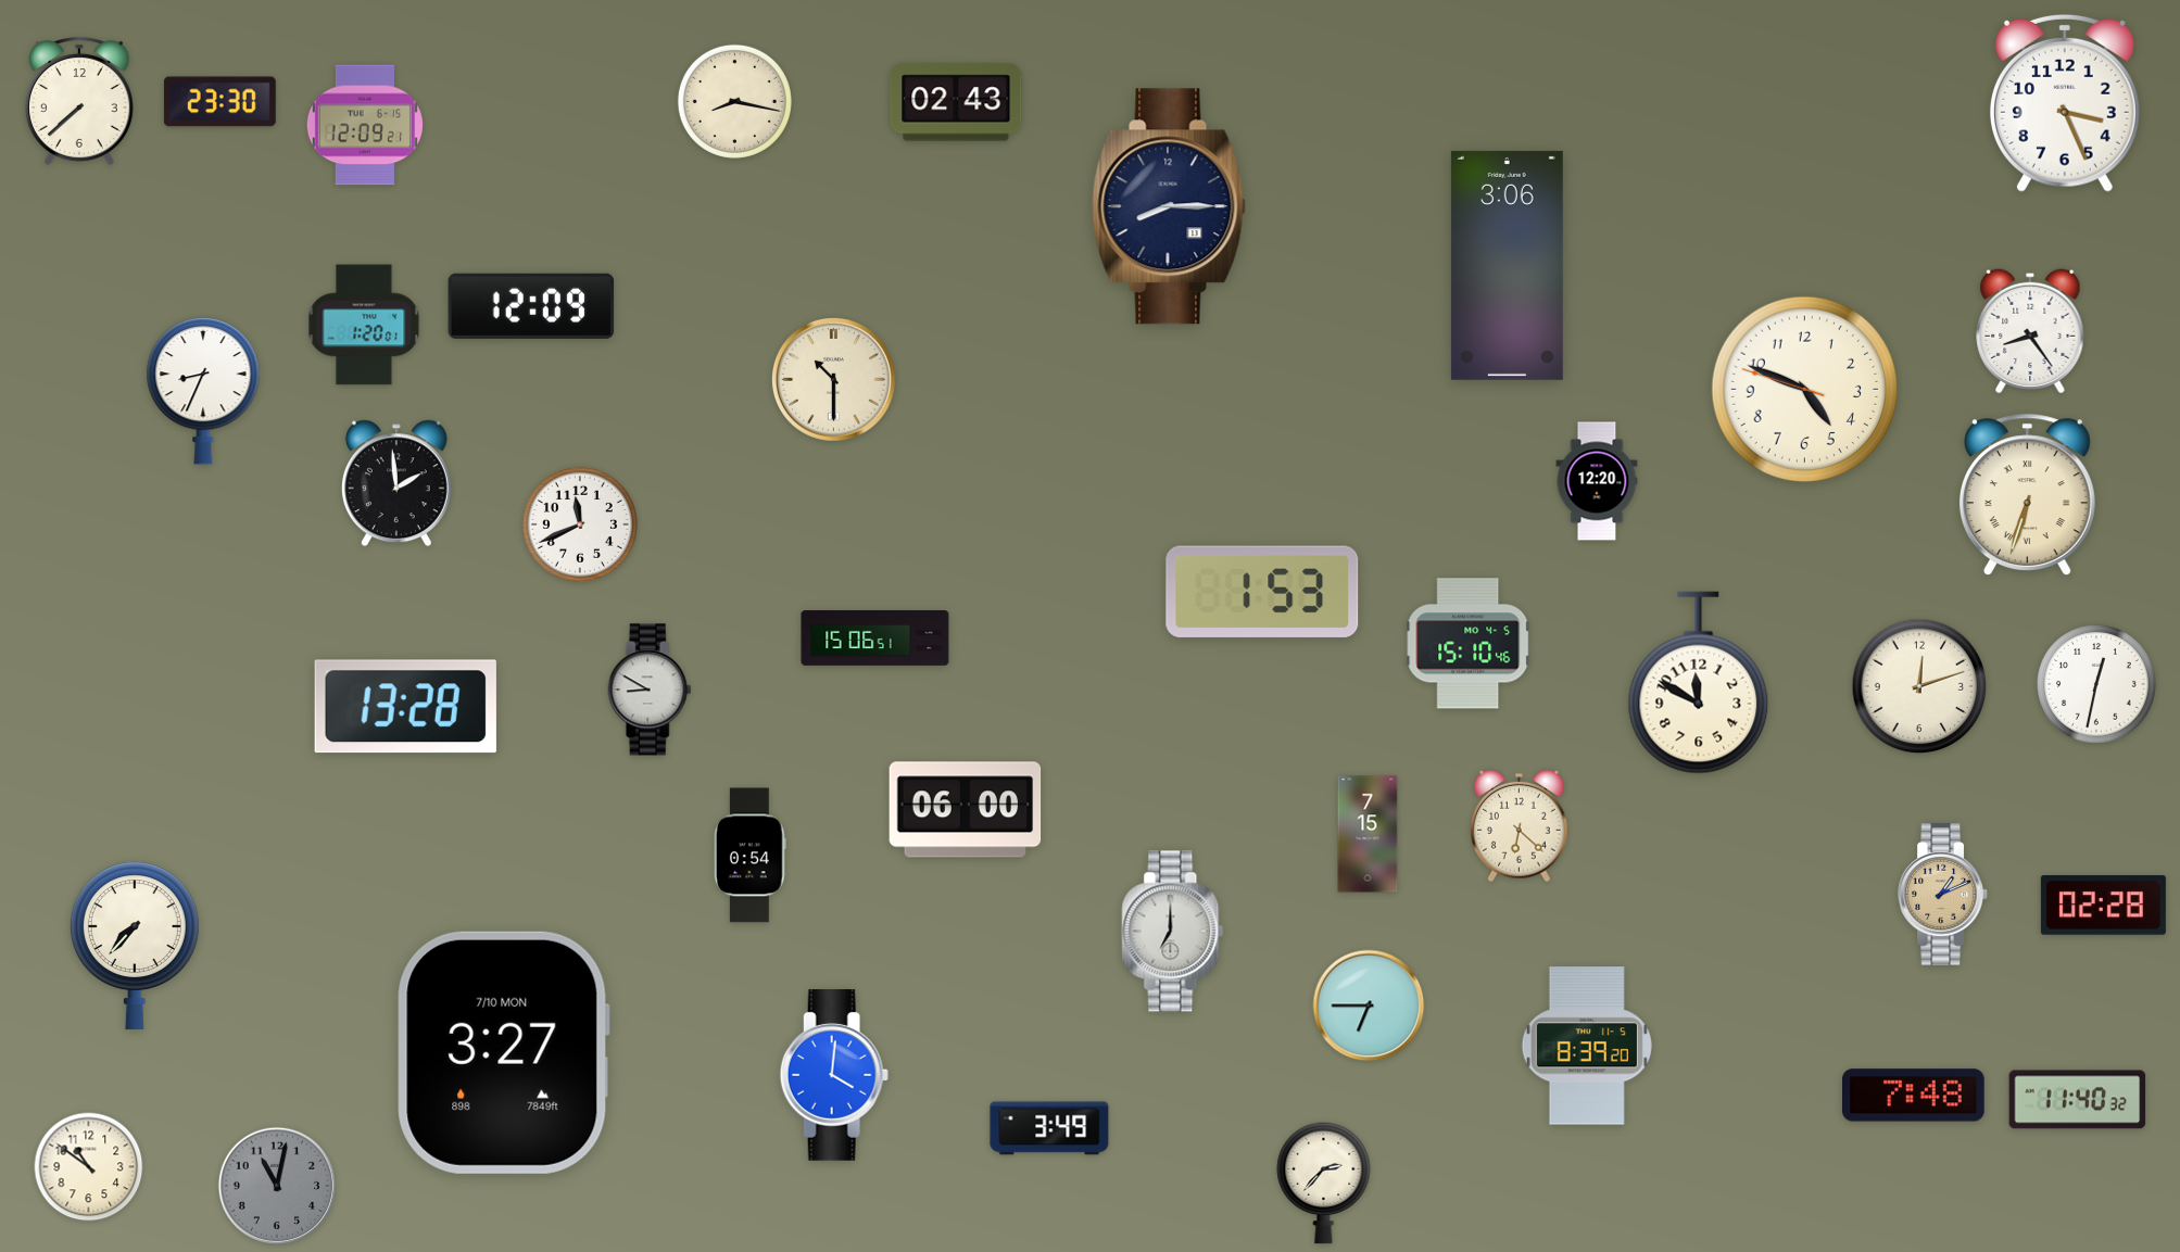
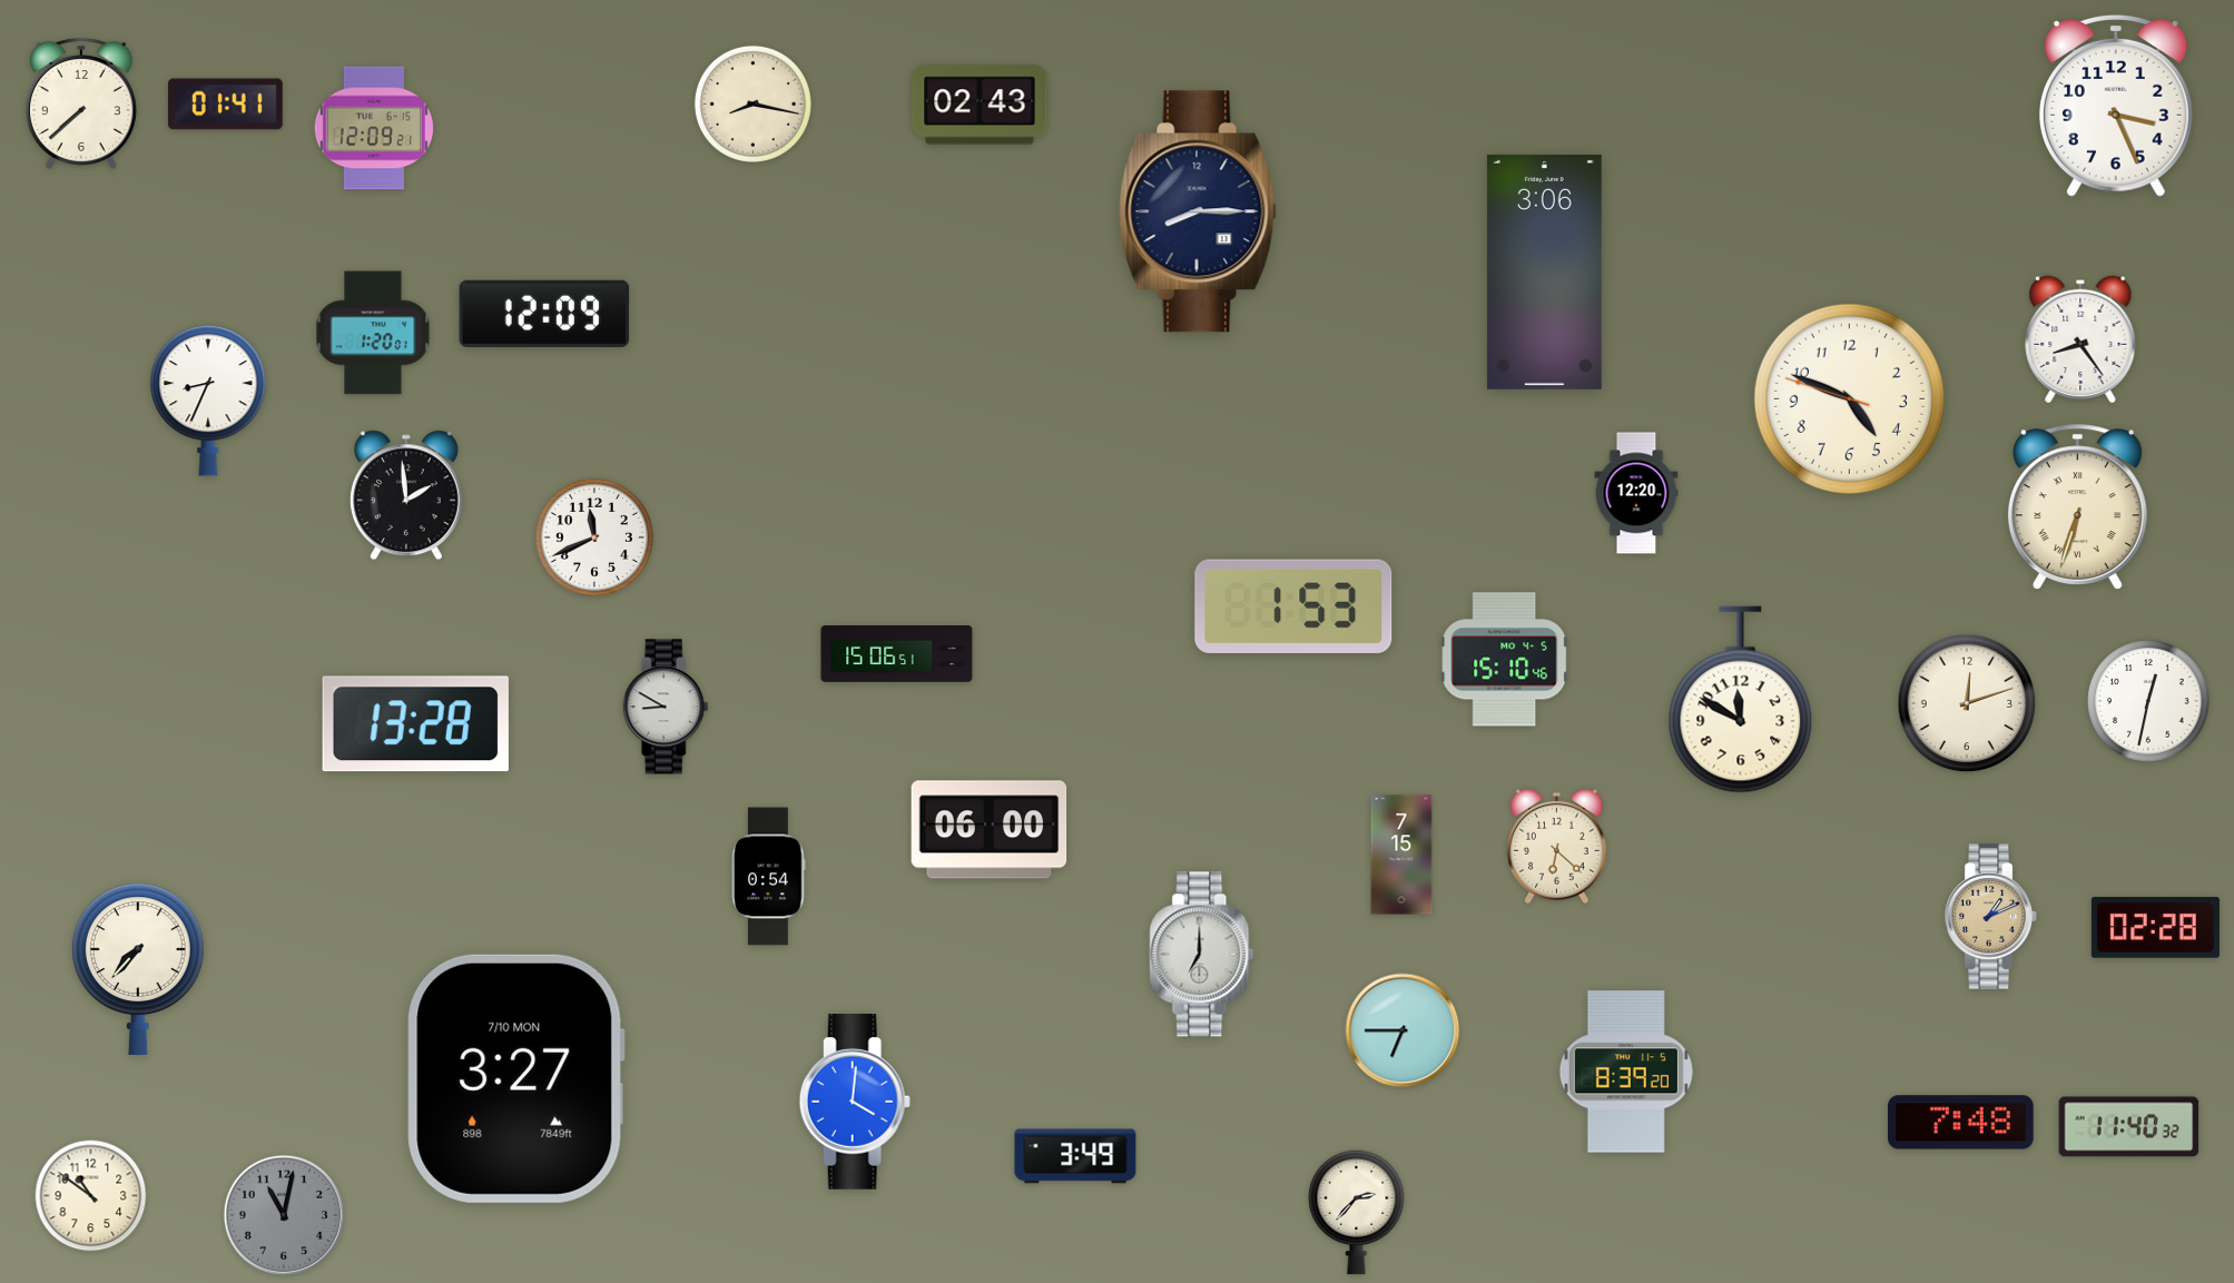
clock at (219, 102): 23:30 -> 01:41
clock at (833, 379): 10:30 -> none
